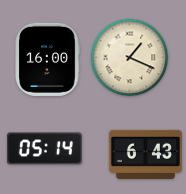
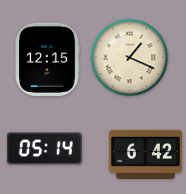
clock at (47, 59): 16:00 -> 12:15
clock at (145, 154): 6:43 -> 6:42
